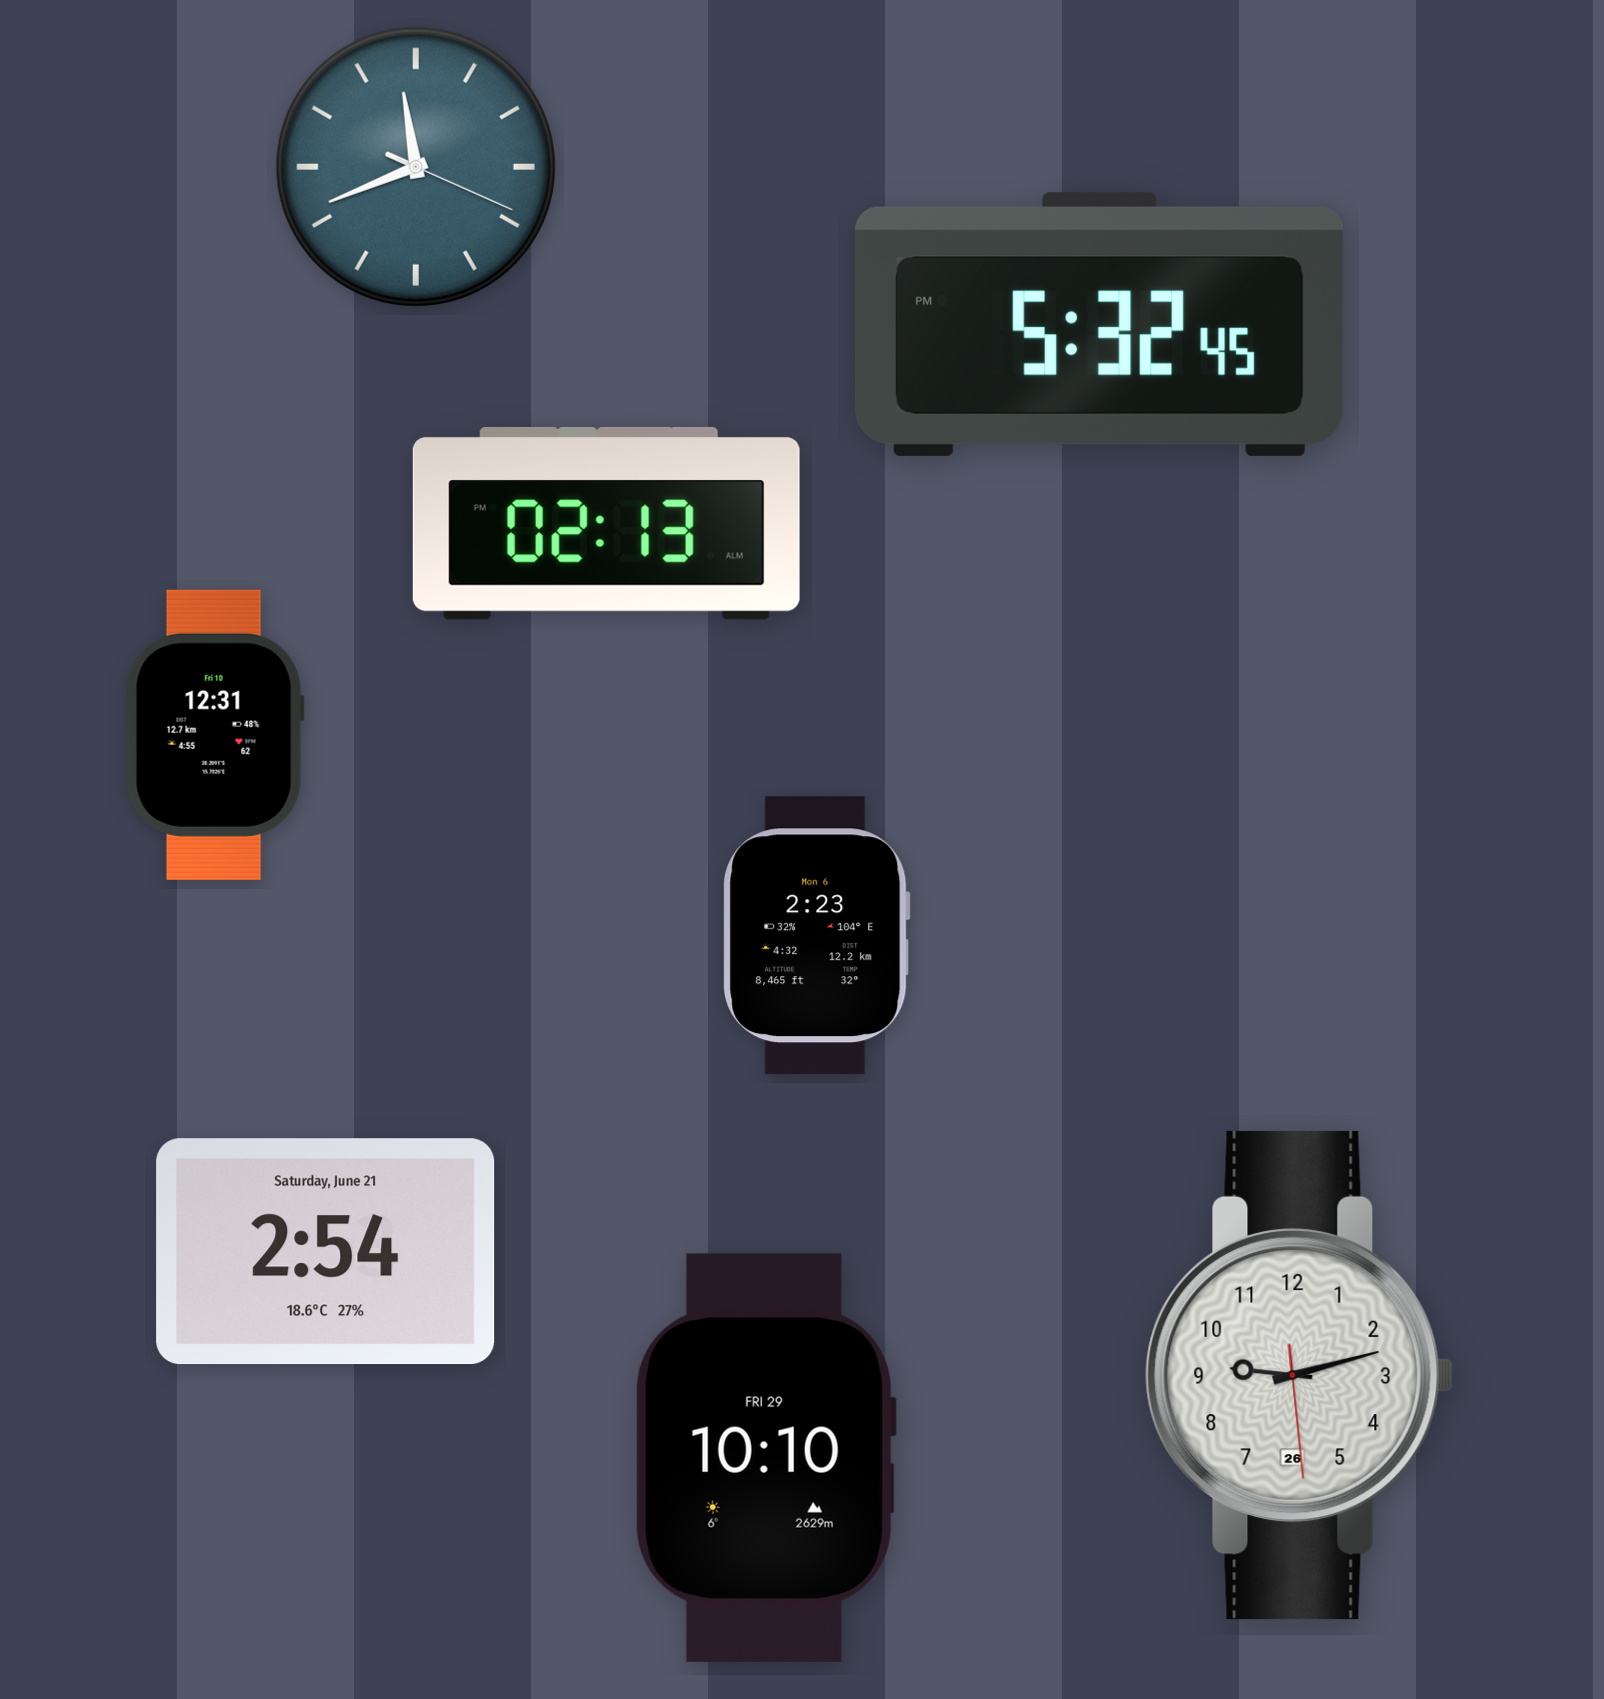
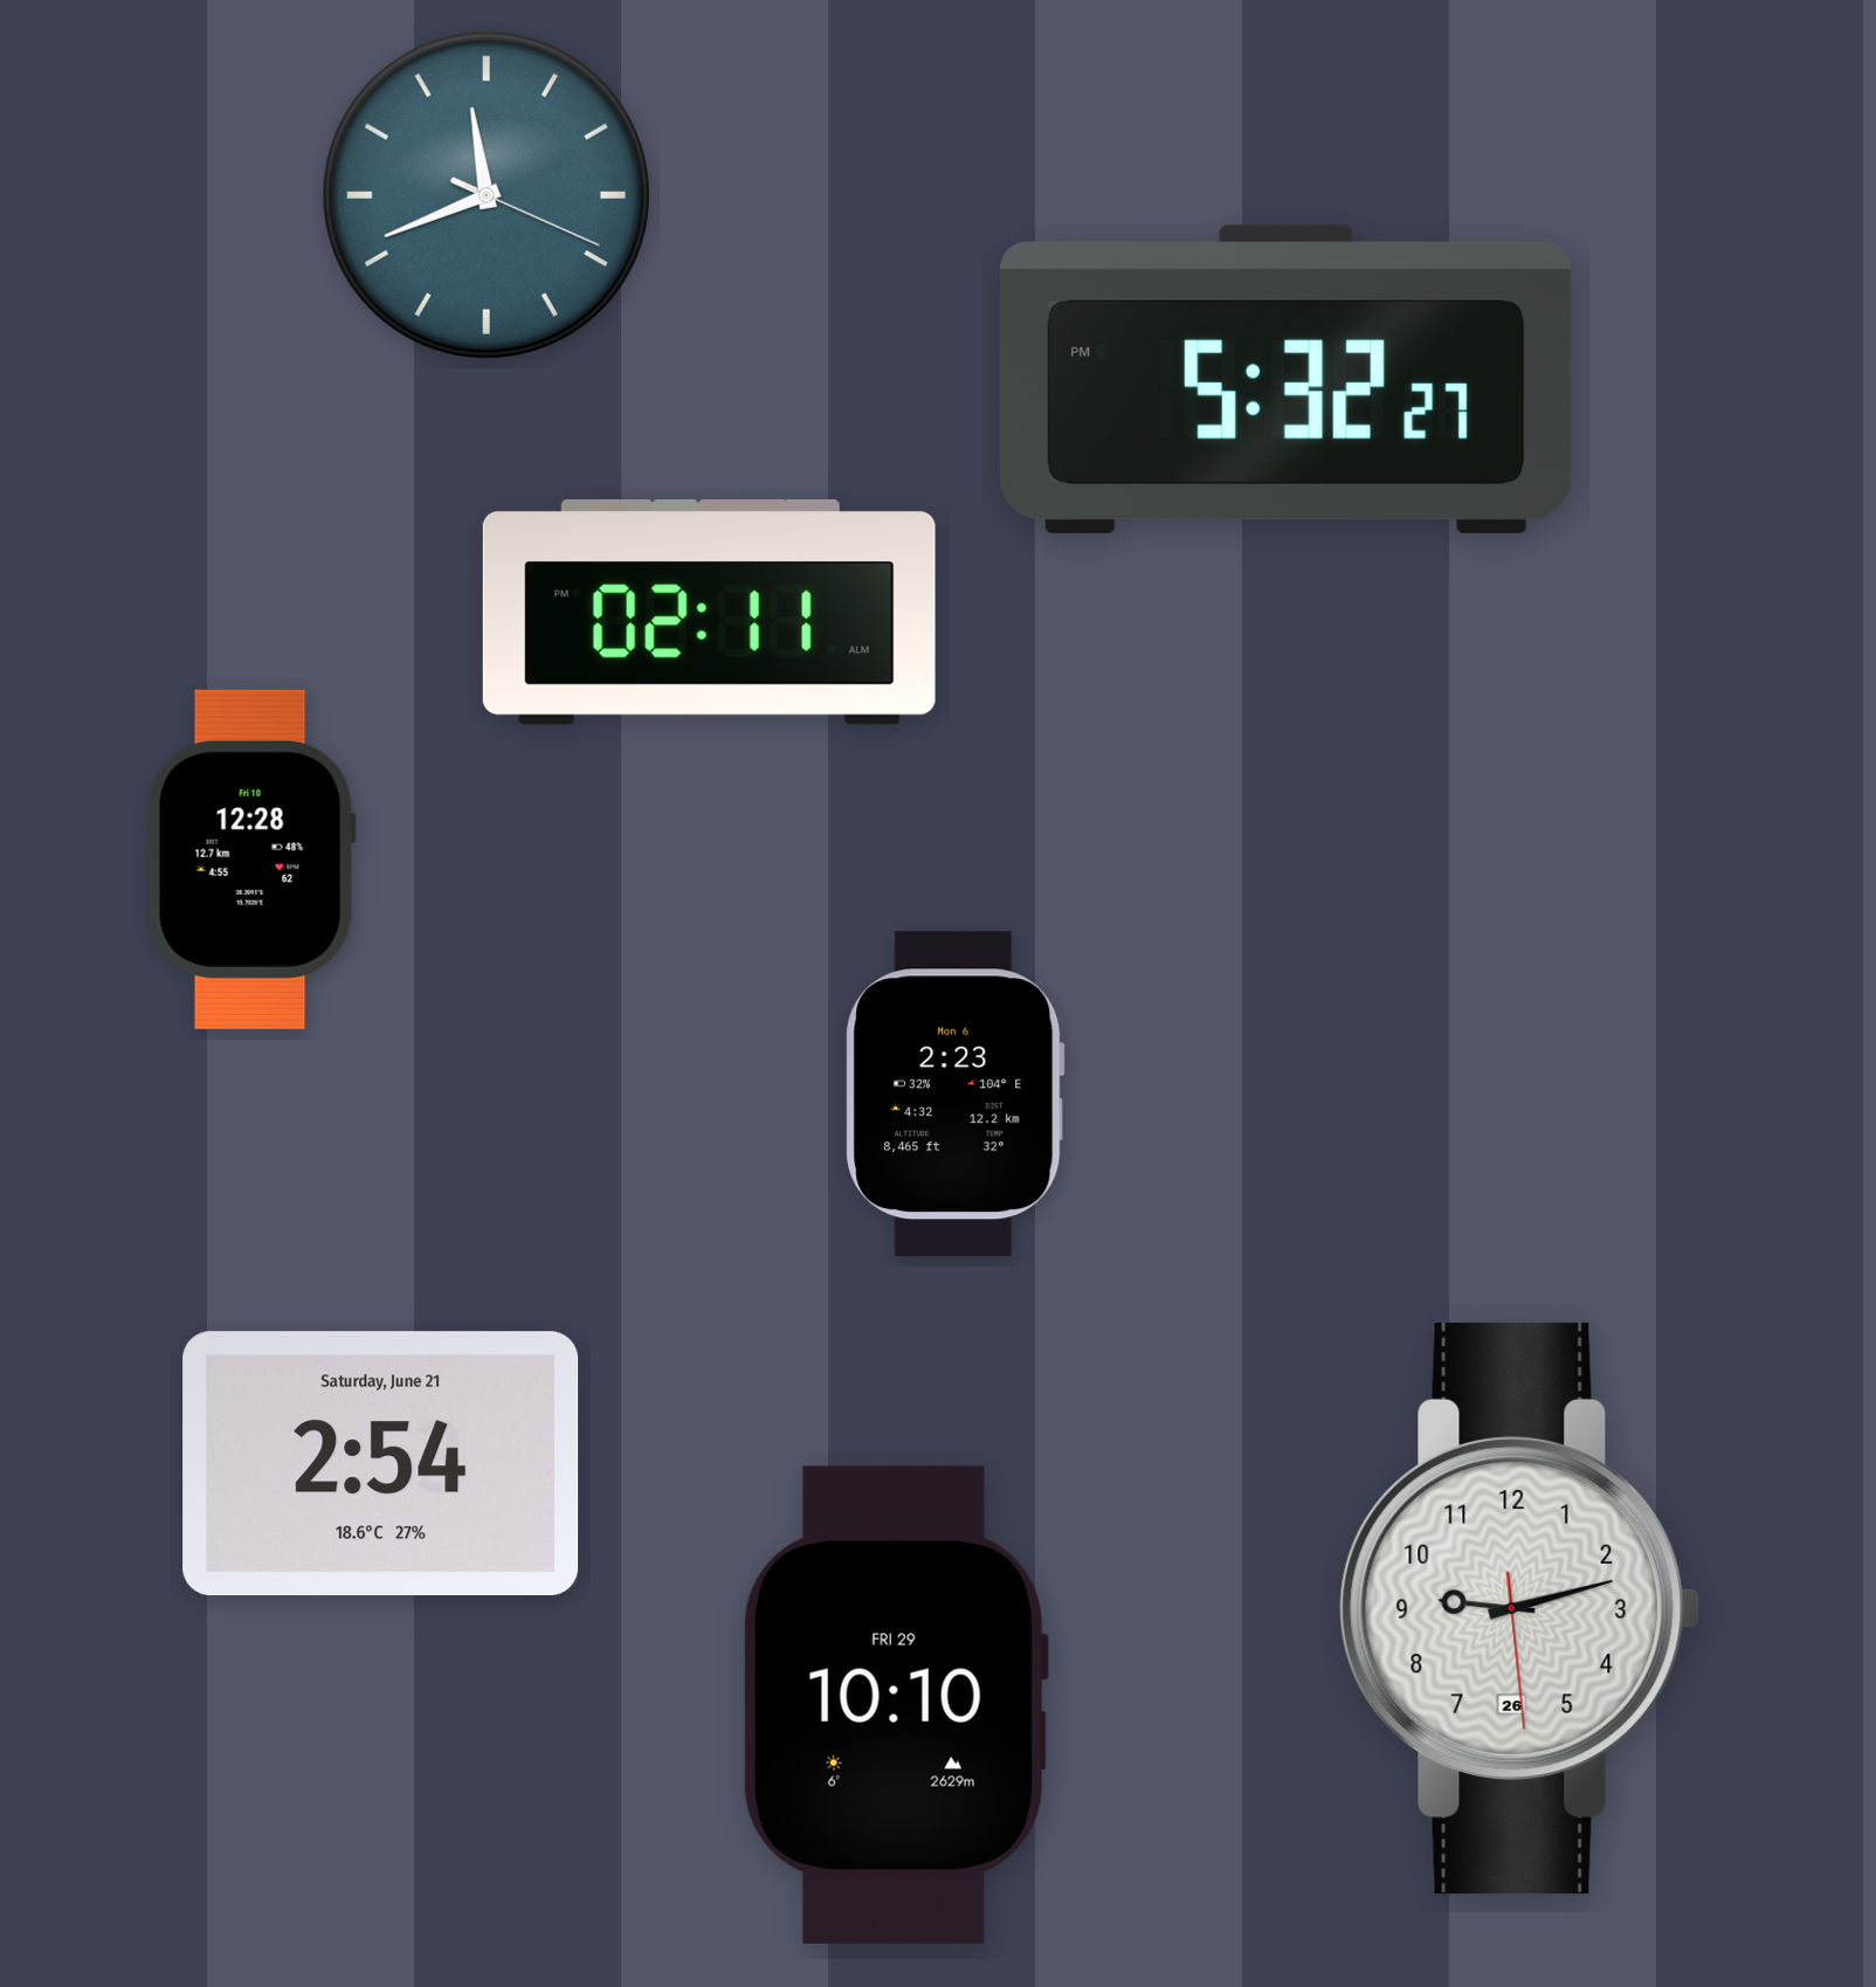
clock at (1099, 324): 5:32:45 -> 5:32:27
clock at (606, 523): 02:13 -> 02:11
clock at (215, 735): 12:31 -> 12:28
